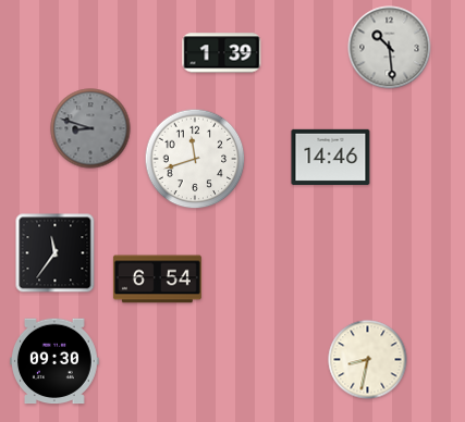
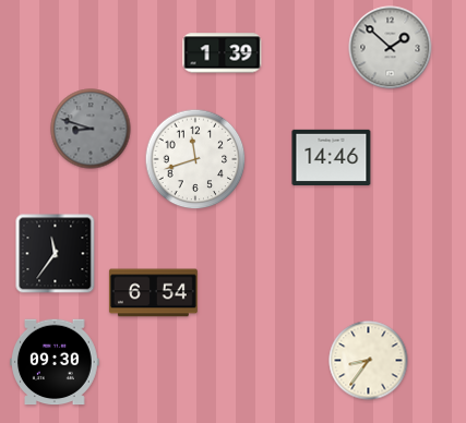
clock at (390, 48): 10:29 -> 1:52
clock at (157, 280) position: (157, 280) -> (153, 293)
clock at (368, 360): 8:32 -> 8:36
